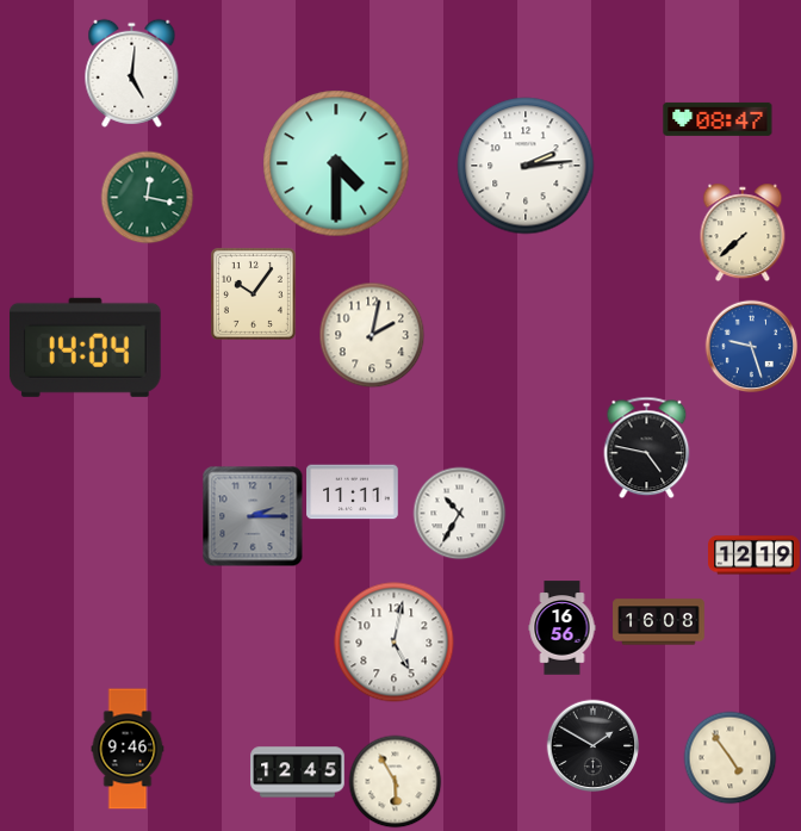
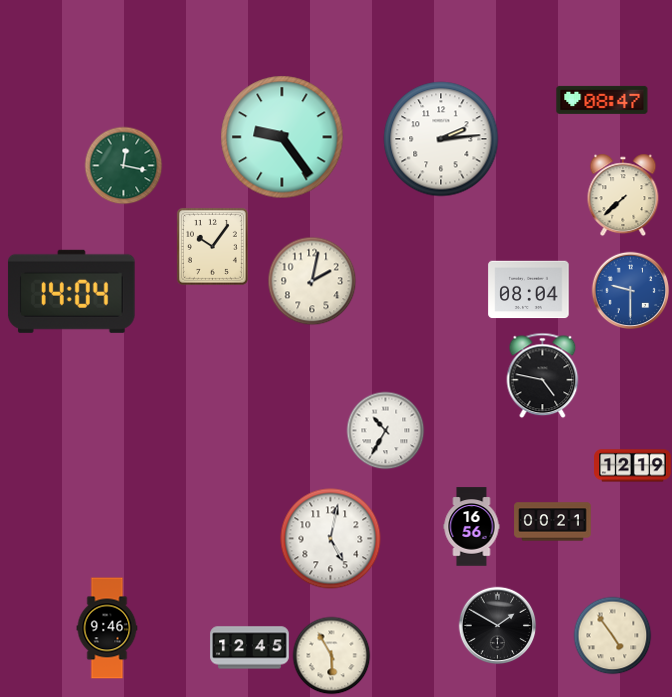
clock at (132, 73): 5:01 -> none
clock at (336, 163): 4:30 -> 9:24
clock at (529, 290): none -> 08:04
clock at (751, 346): 9:27 -> 9:30
clock at (353, 492): 11:11 -> none
clock at (253, 516): 2:15 -> none
clock at (659, 622): 16:08 -> 00:21
